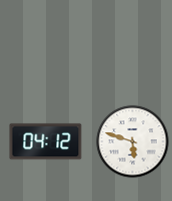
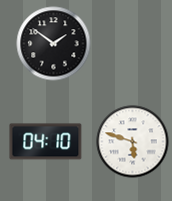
clock at (54, 44): none -> 1:51
clock at (46, 142): 04:12 -> 04:10
